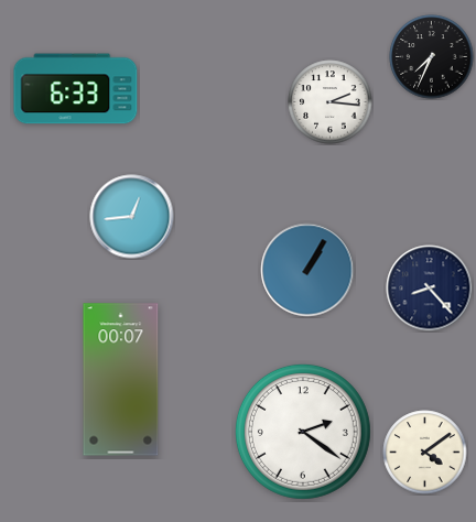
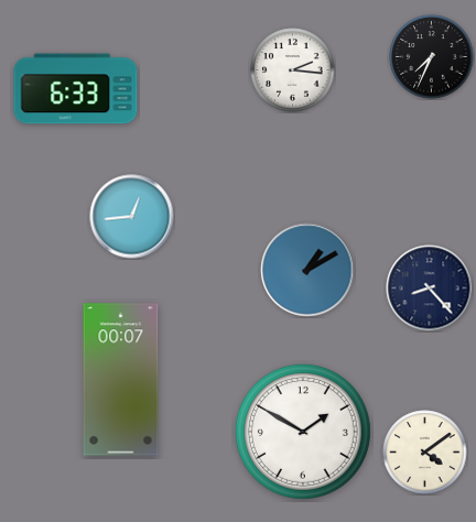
clock at (331, 102) position: (331, 102) -> (293, 70)
clock at (307, 270): 1:05 -> 1:10
clock at (303, 432): 2:21 -> 1:50
